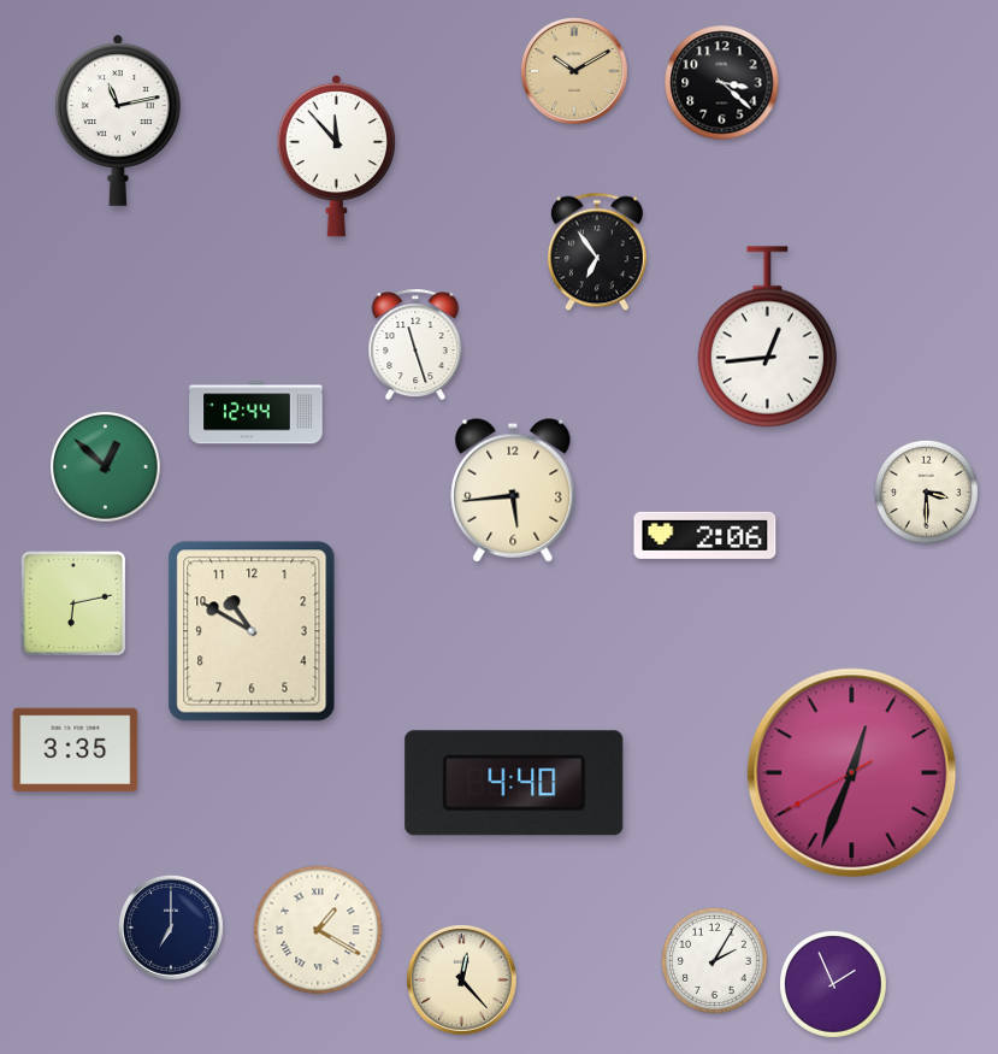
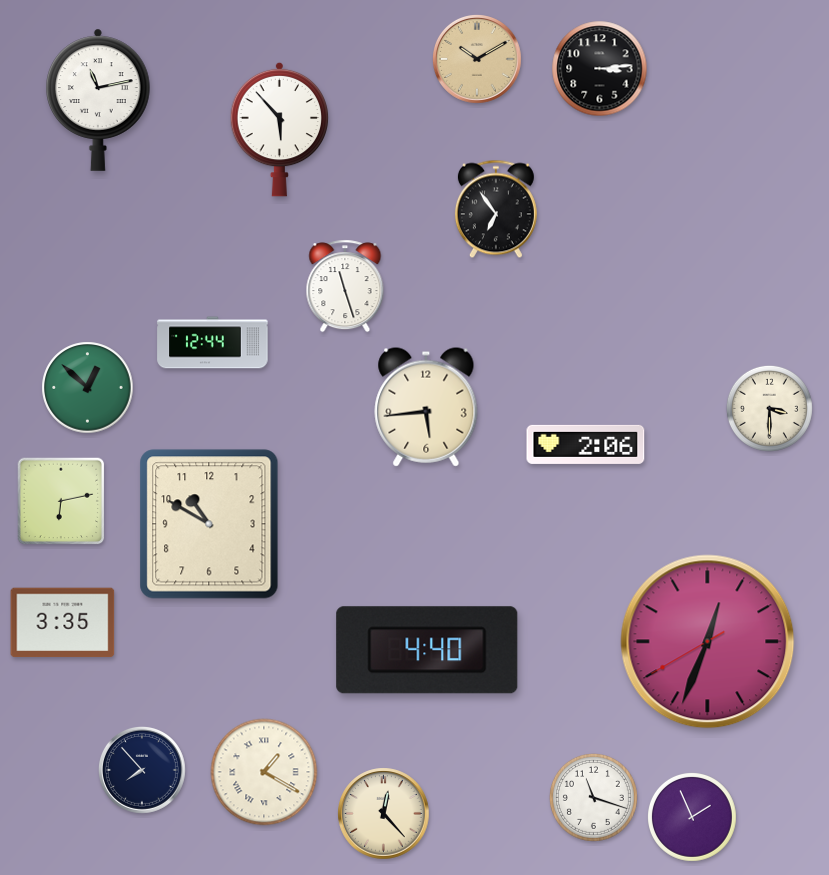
clock at (722, 83): 3:22 -> 3:14
clock at (337, 155): 11:53 -> 5:53
clock at (767, 337): 12:44 -> none
clock at (171, 928): 7:00 -> 7:53
clock at (714, 960): 2:05 -> 11:18
